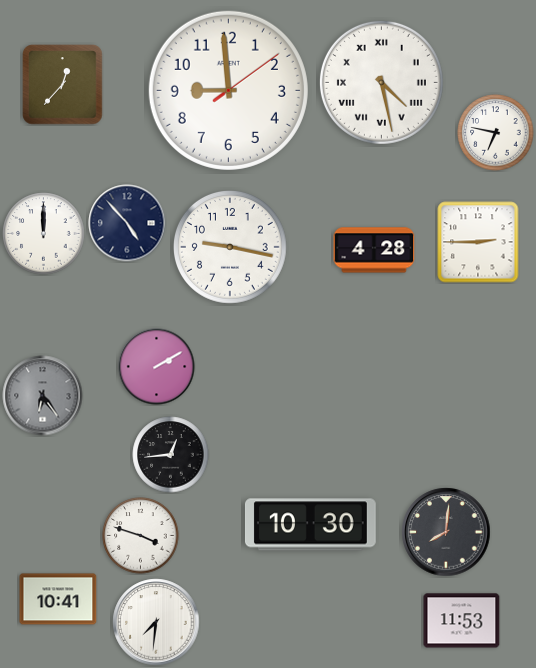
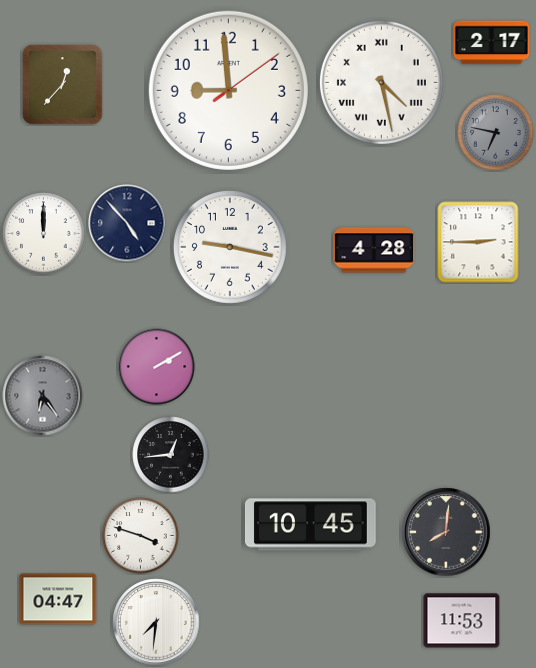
clock at (492, 43): none -> 2:17
clock at (496, 133) dial: white -> grey
clock at (310, 525): 10:30 -> 10:45
clock at (58, 599): 10:41 -> 04:47
